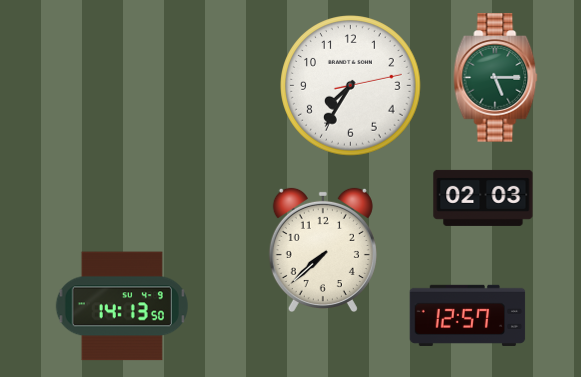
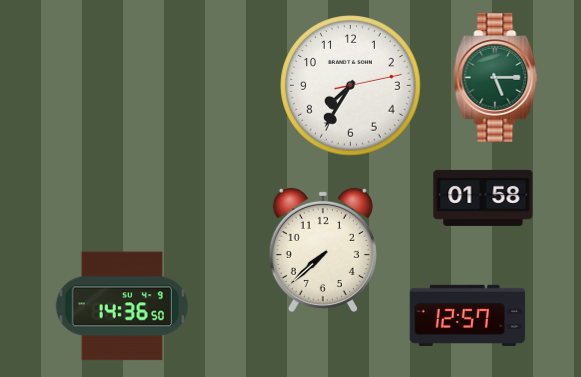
clock at (483, 198): 02:03 -> 01:58
clock at (122, 306): 14:13 -> 14:36
